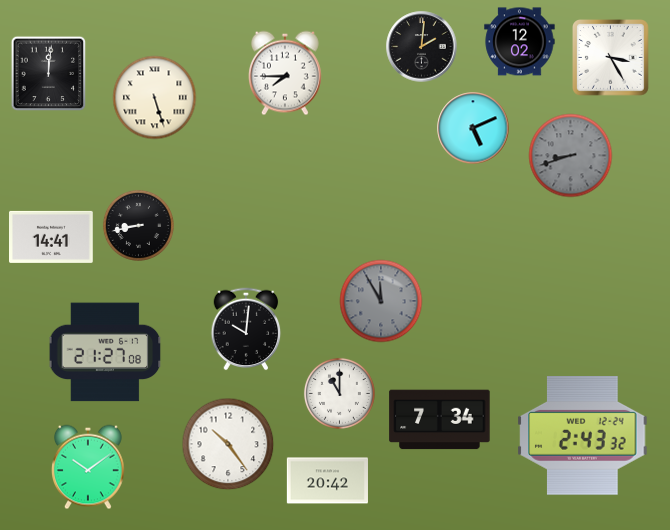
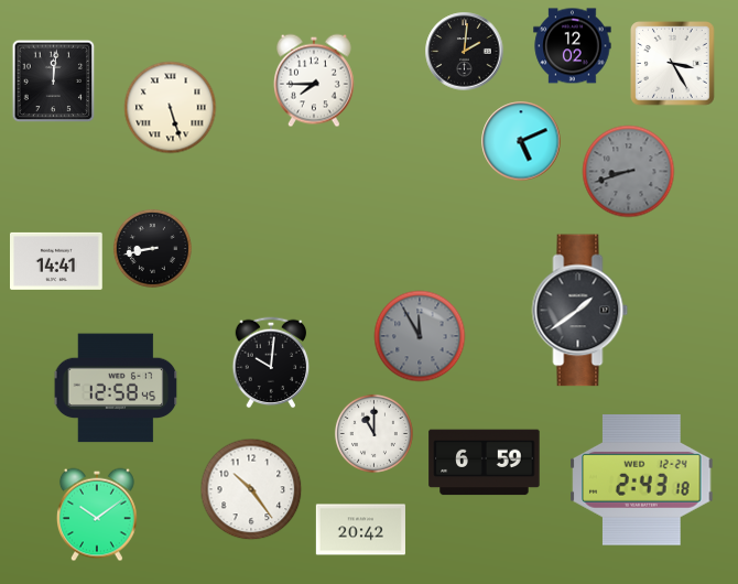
clock at (580, 311): none -> 1:39
clock at (381, 301) position: (381, 301) -> (420, 336)
clock at (105, 352): 21:27 -> 12:58
clock at (440, 420): 7:34 -> 6:59
clock at (583, 436): 2:43:32 -> 2:43:18
